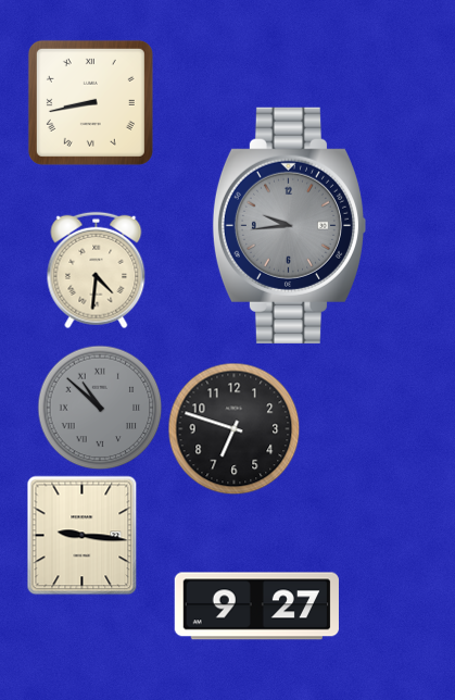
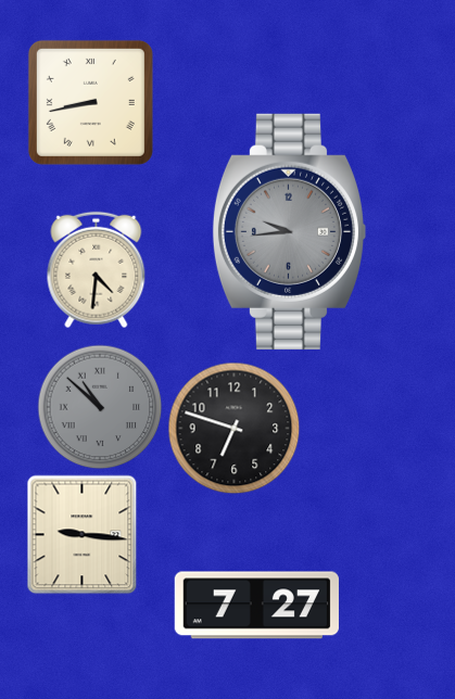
clock at (288, 225) position: (288, 225) -> (288, 231)
clock at (256, 607): 9:27 -> 7:27
